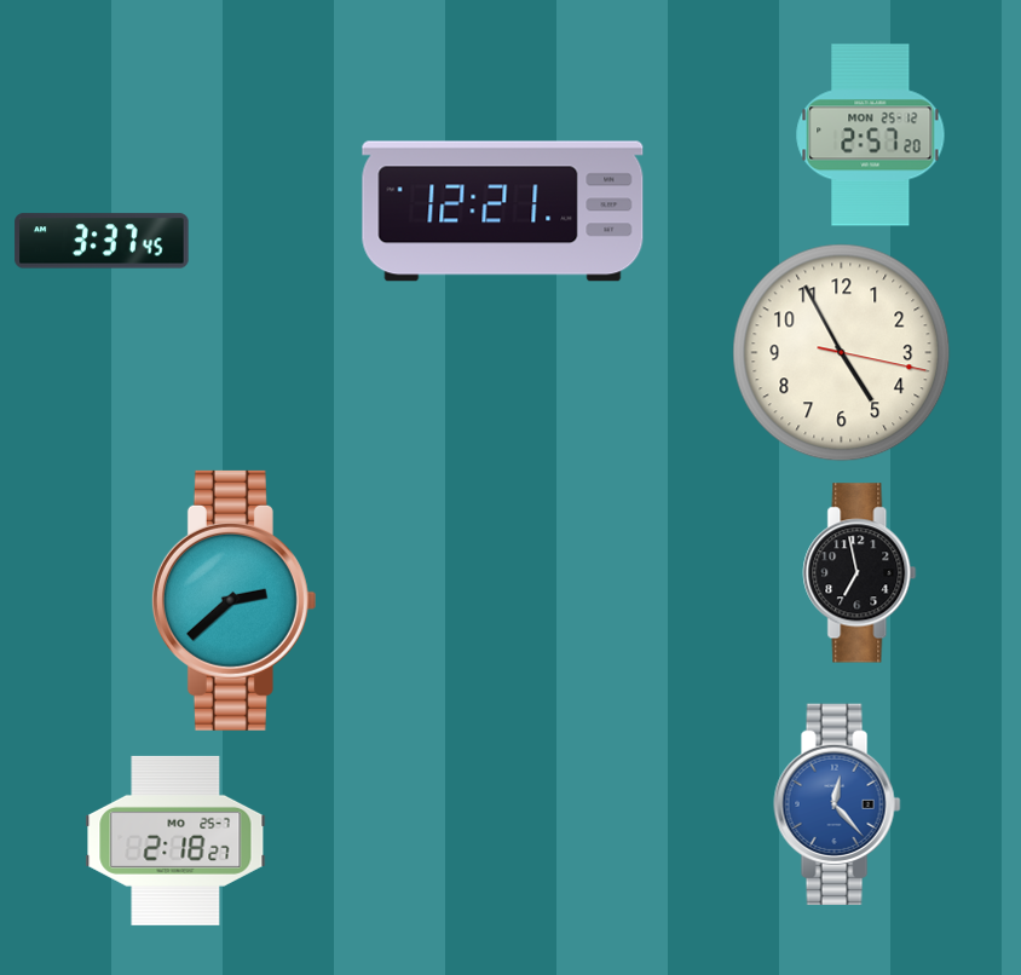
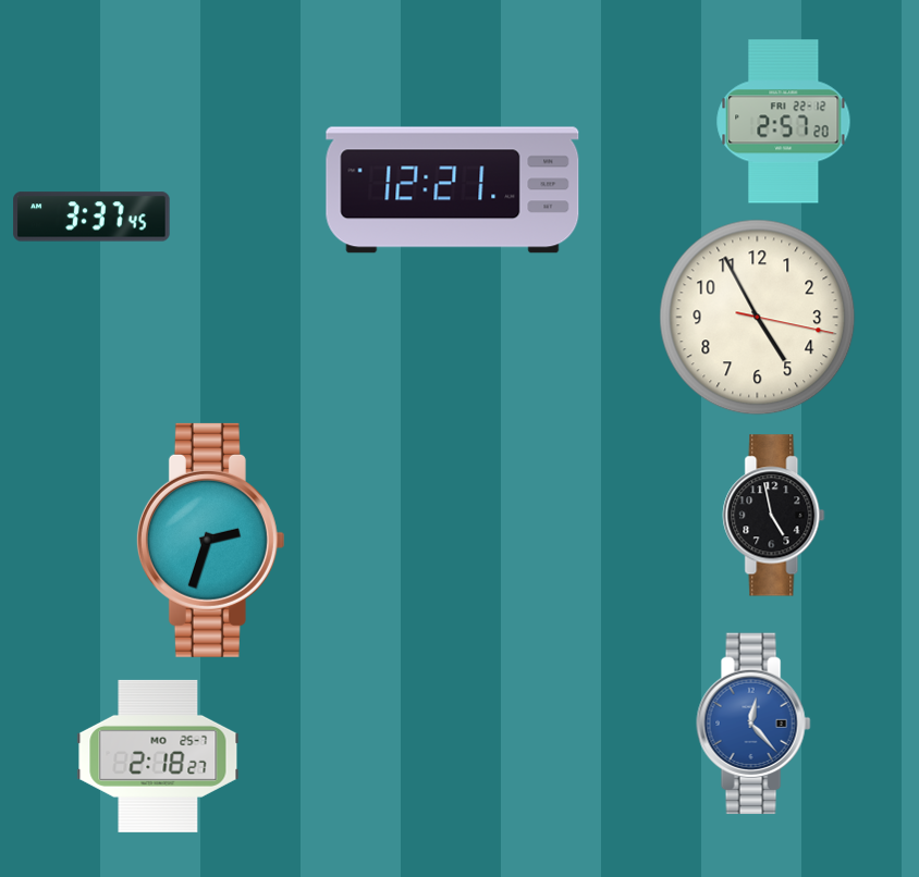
clock at (871, 135) date: MON 25-12 -> FRI 22-12
clock at (860, 573): 6:58 -> 4:58
clock at (233, 600): 2:38 -> 2:33
